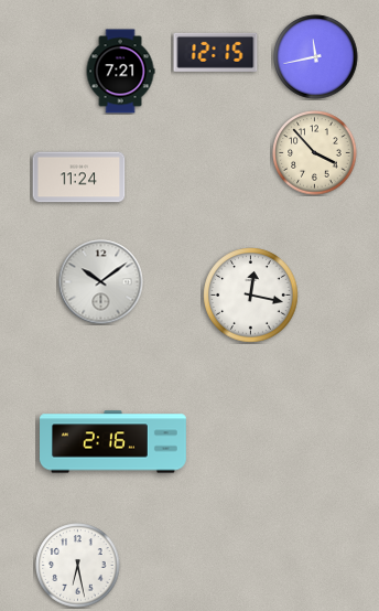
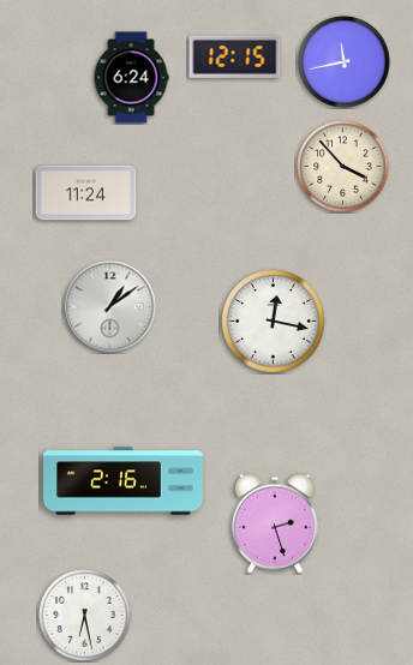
clock at (120, 72): 7:21 -> 6:24
clock at (101, 282): 10:09 -> 1:09
clock at (275, 523): none -> 2:27
